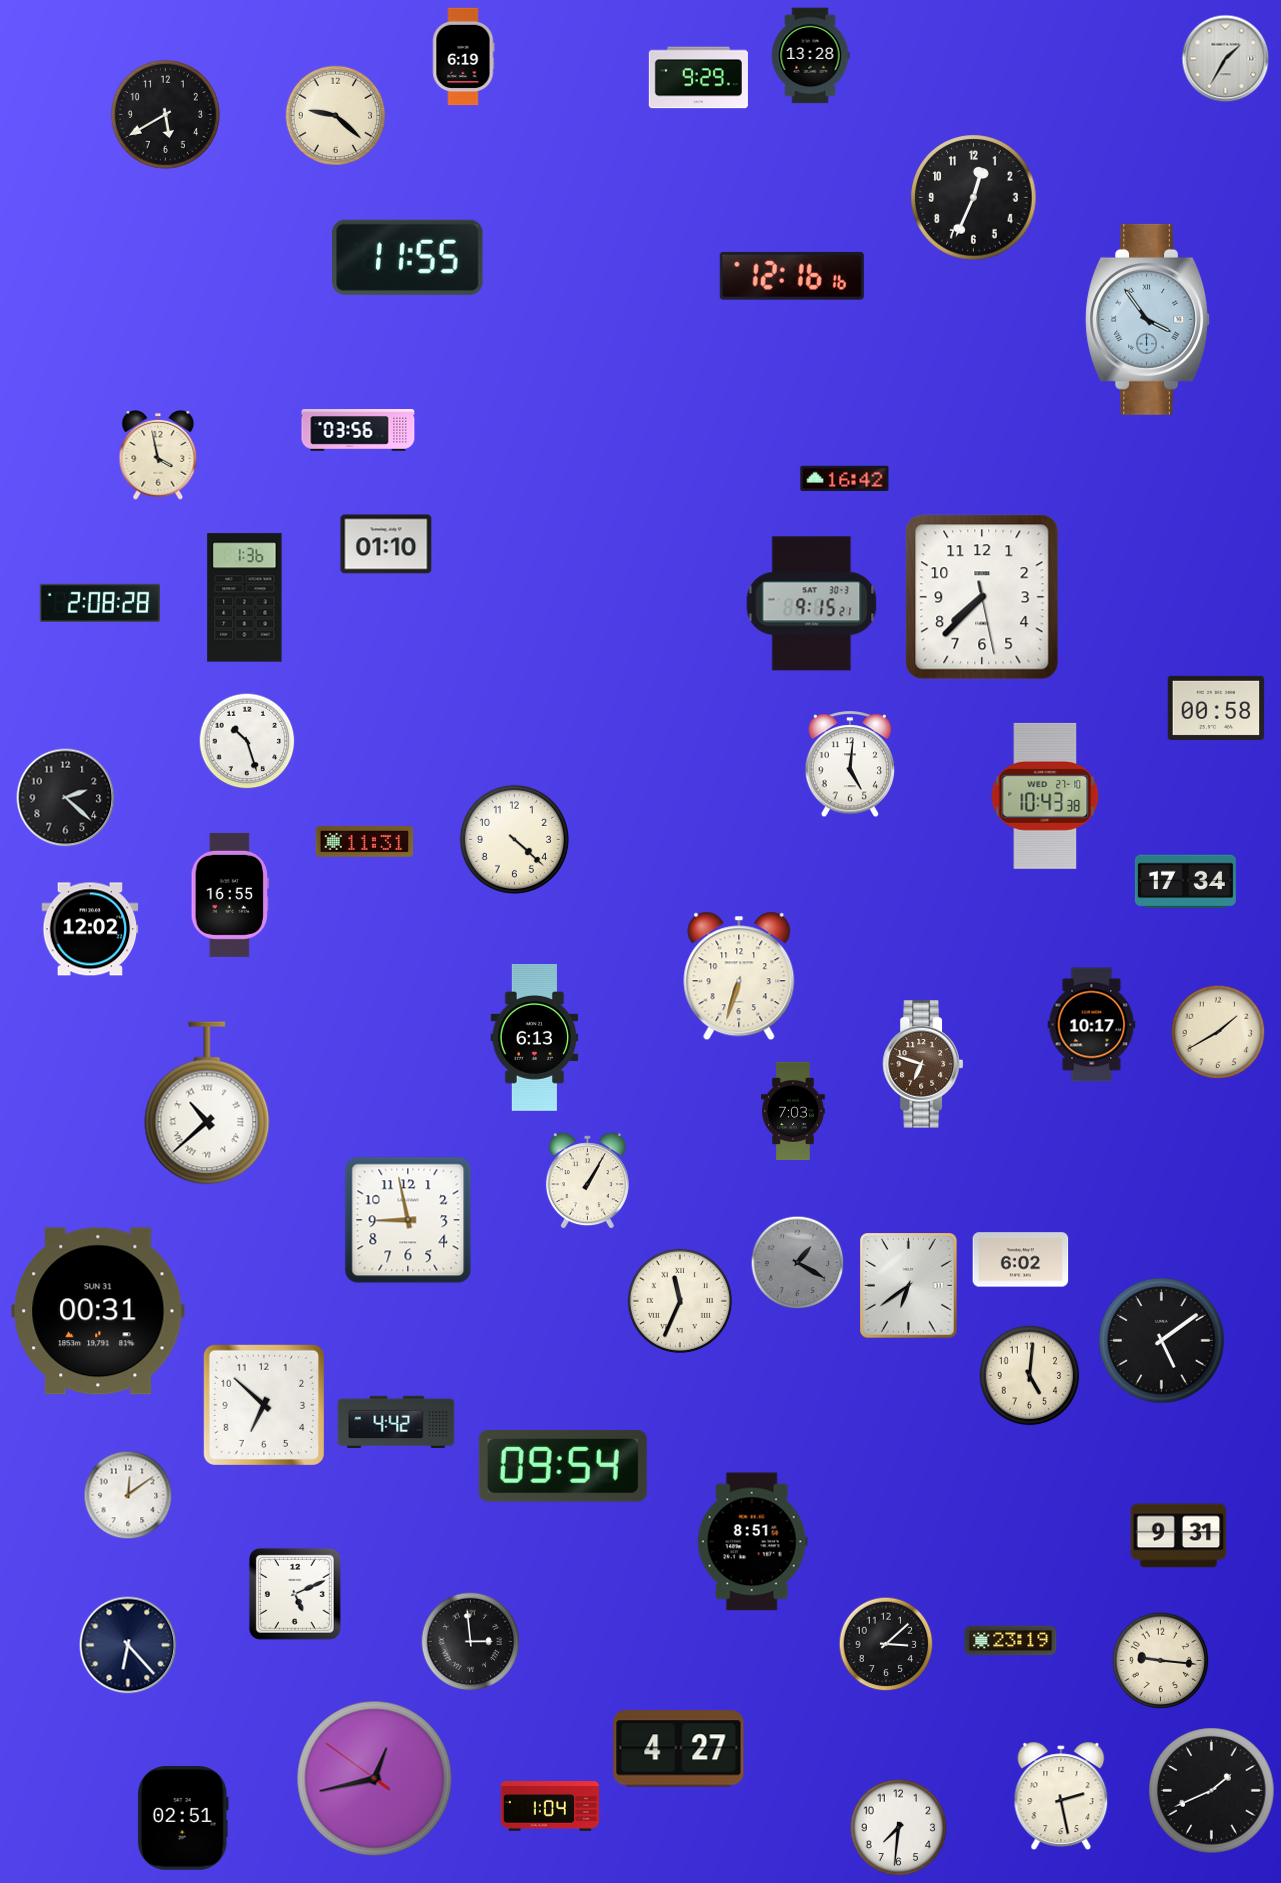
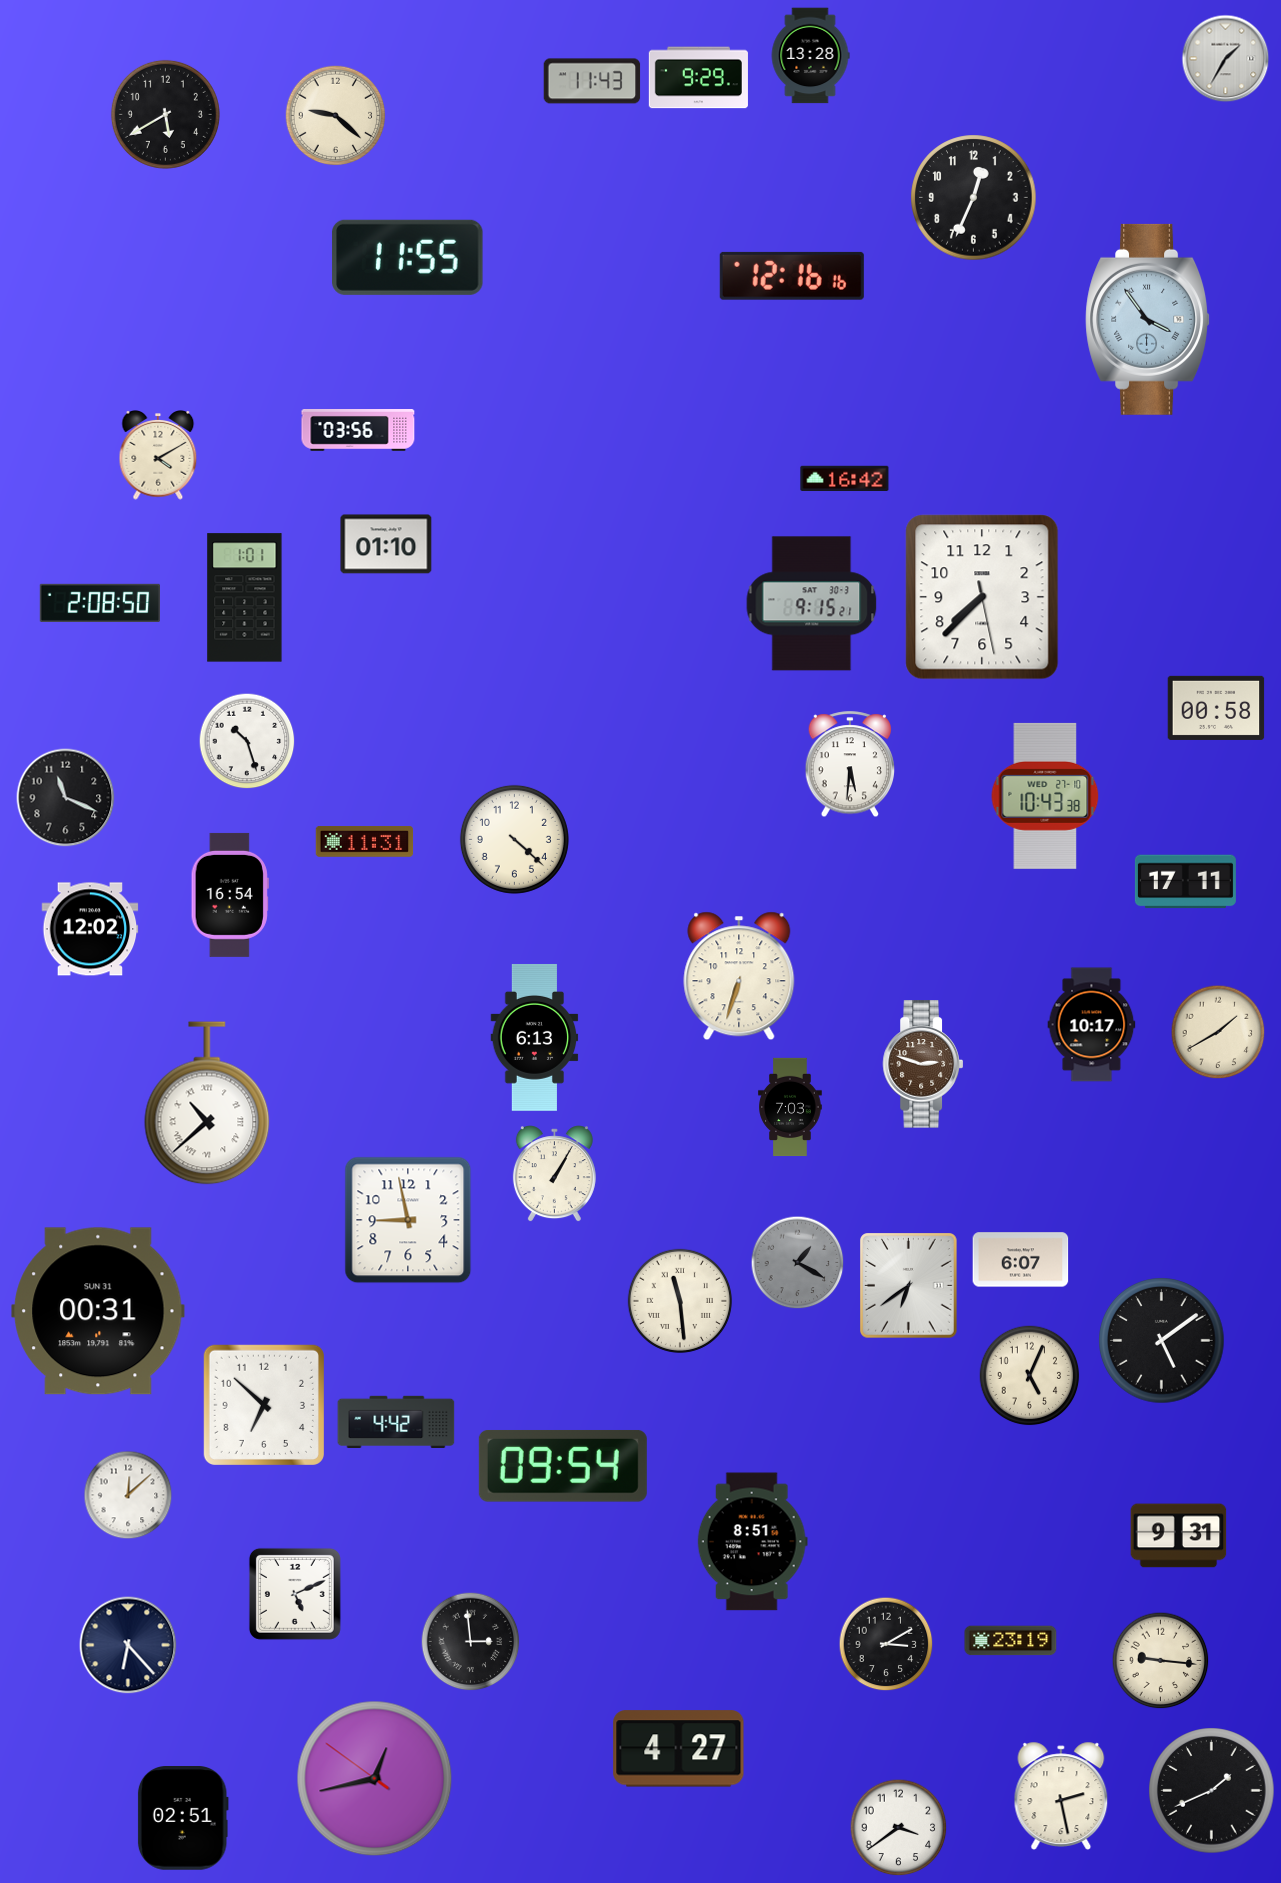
clock at (463, 57): 6:19 -> none
clock at (592, 81): none -> 11:43
clock at (158, 456): 3:58 -> 4:10
clock at (245, 598): 1:36 -> 1:01
clock at (99, 603): 2:08:28 -> 2:08:50
clock at (850, 765): 5:01 -> 5:31
clock at (66, 798): 2:22 -> 11:19
clock at (1185, 882): 17:34 -> 17:11
clock at (230, 895): 16:55 -> 16:54
clock at (922, 1064): 6:48 -> 2:48
clock at (793, 1111) position: (793, 1111) -> (790, 1107)
clock at (587, 1181) position: (587, 1181) -> (554, 1174)
clock at (1021, 1260): 6:02 -> 6:07
clock at (680, 1301): 11:34 -> 11:29
clock at (1030, 1376): 5:01 -> 5:04
clock at (128, 1495): 12:09 -> 12:08
clock at (886, 1644): 3:08 -> 3:10
clock at (549, 1807): 1:04 -> none
clock at (899, 1828): 7:31 -> 3:39
